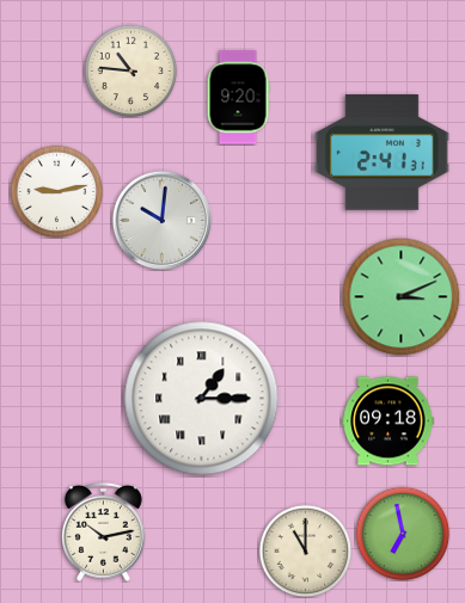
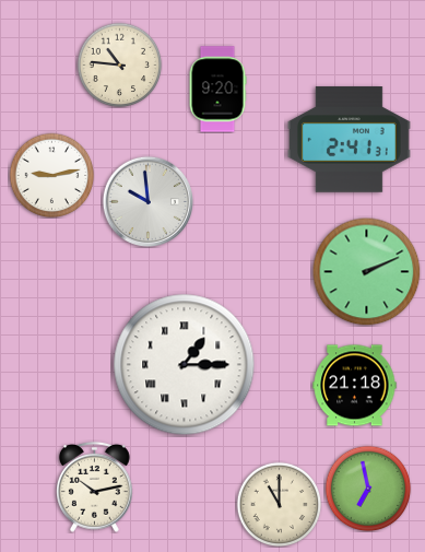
clock at (161, 220): 10:01 -> 9:59
clock at (402, 297): 3:11 -> 2:11
clock at (388, 422): 09:18 -> 21:18
